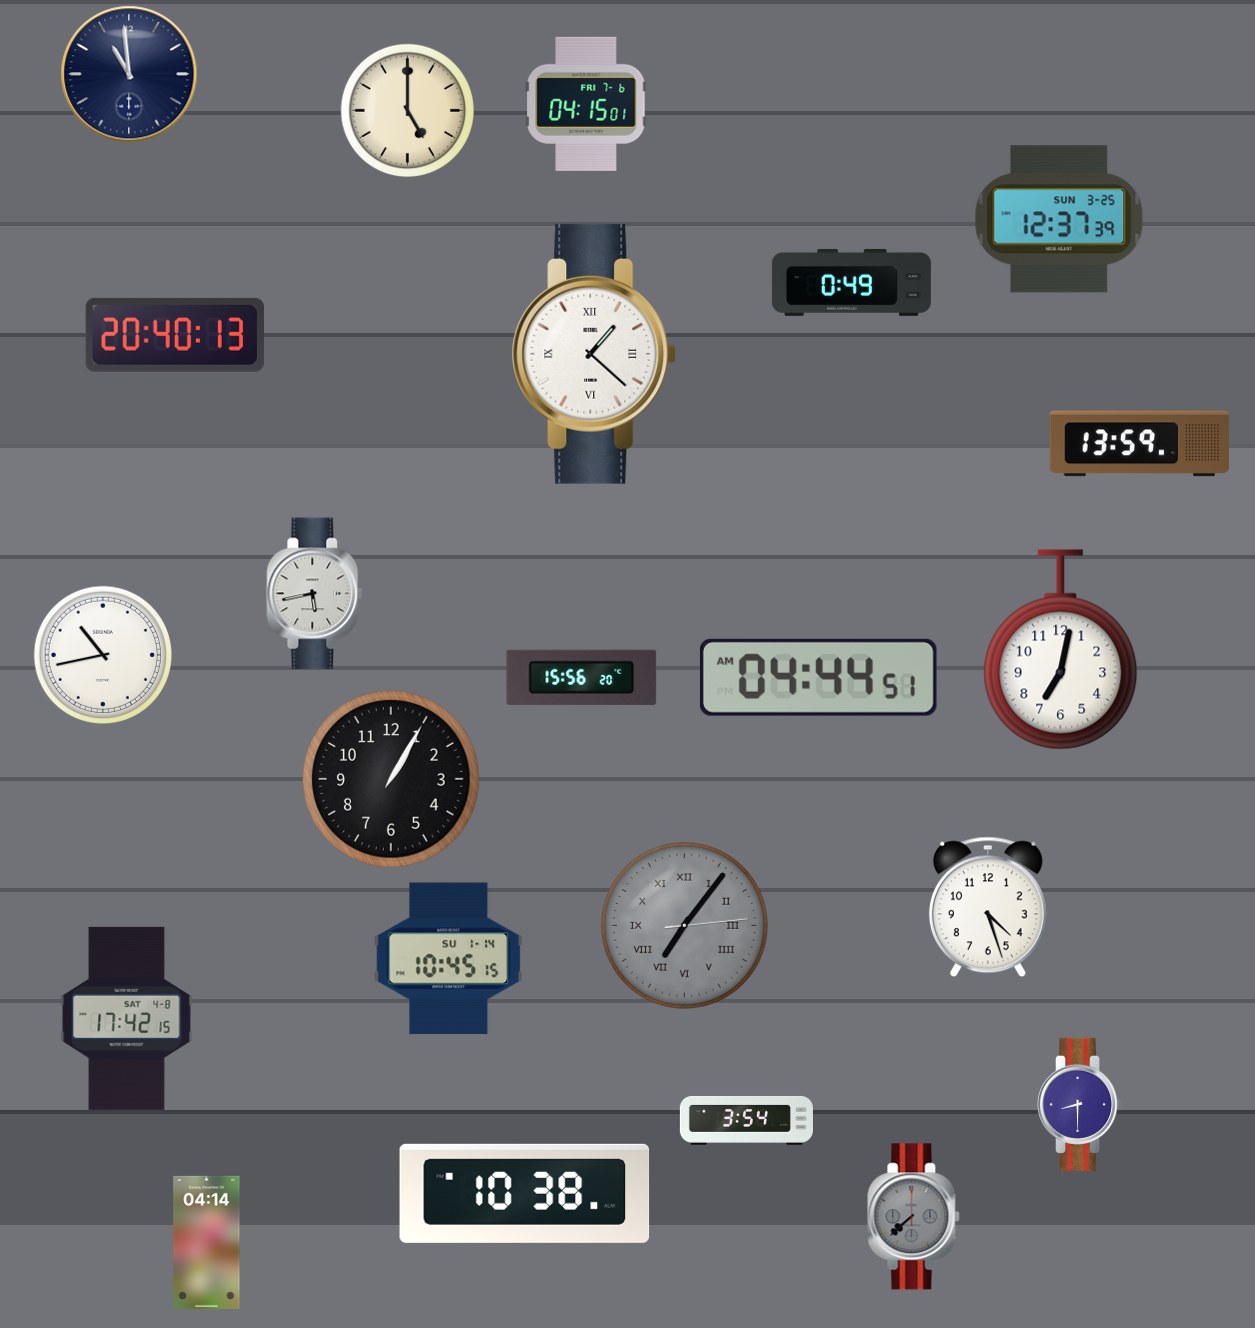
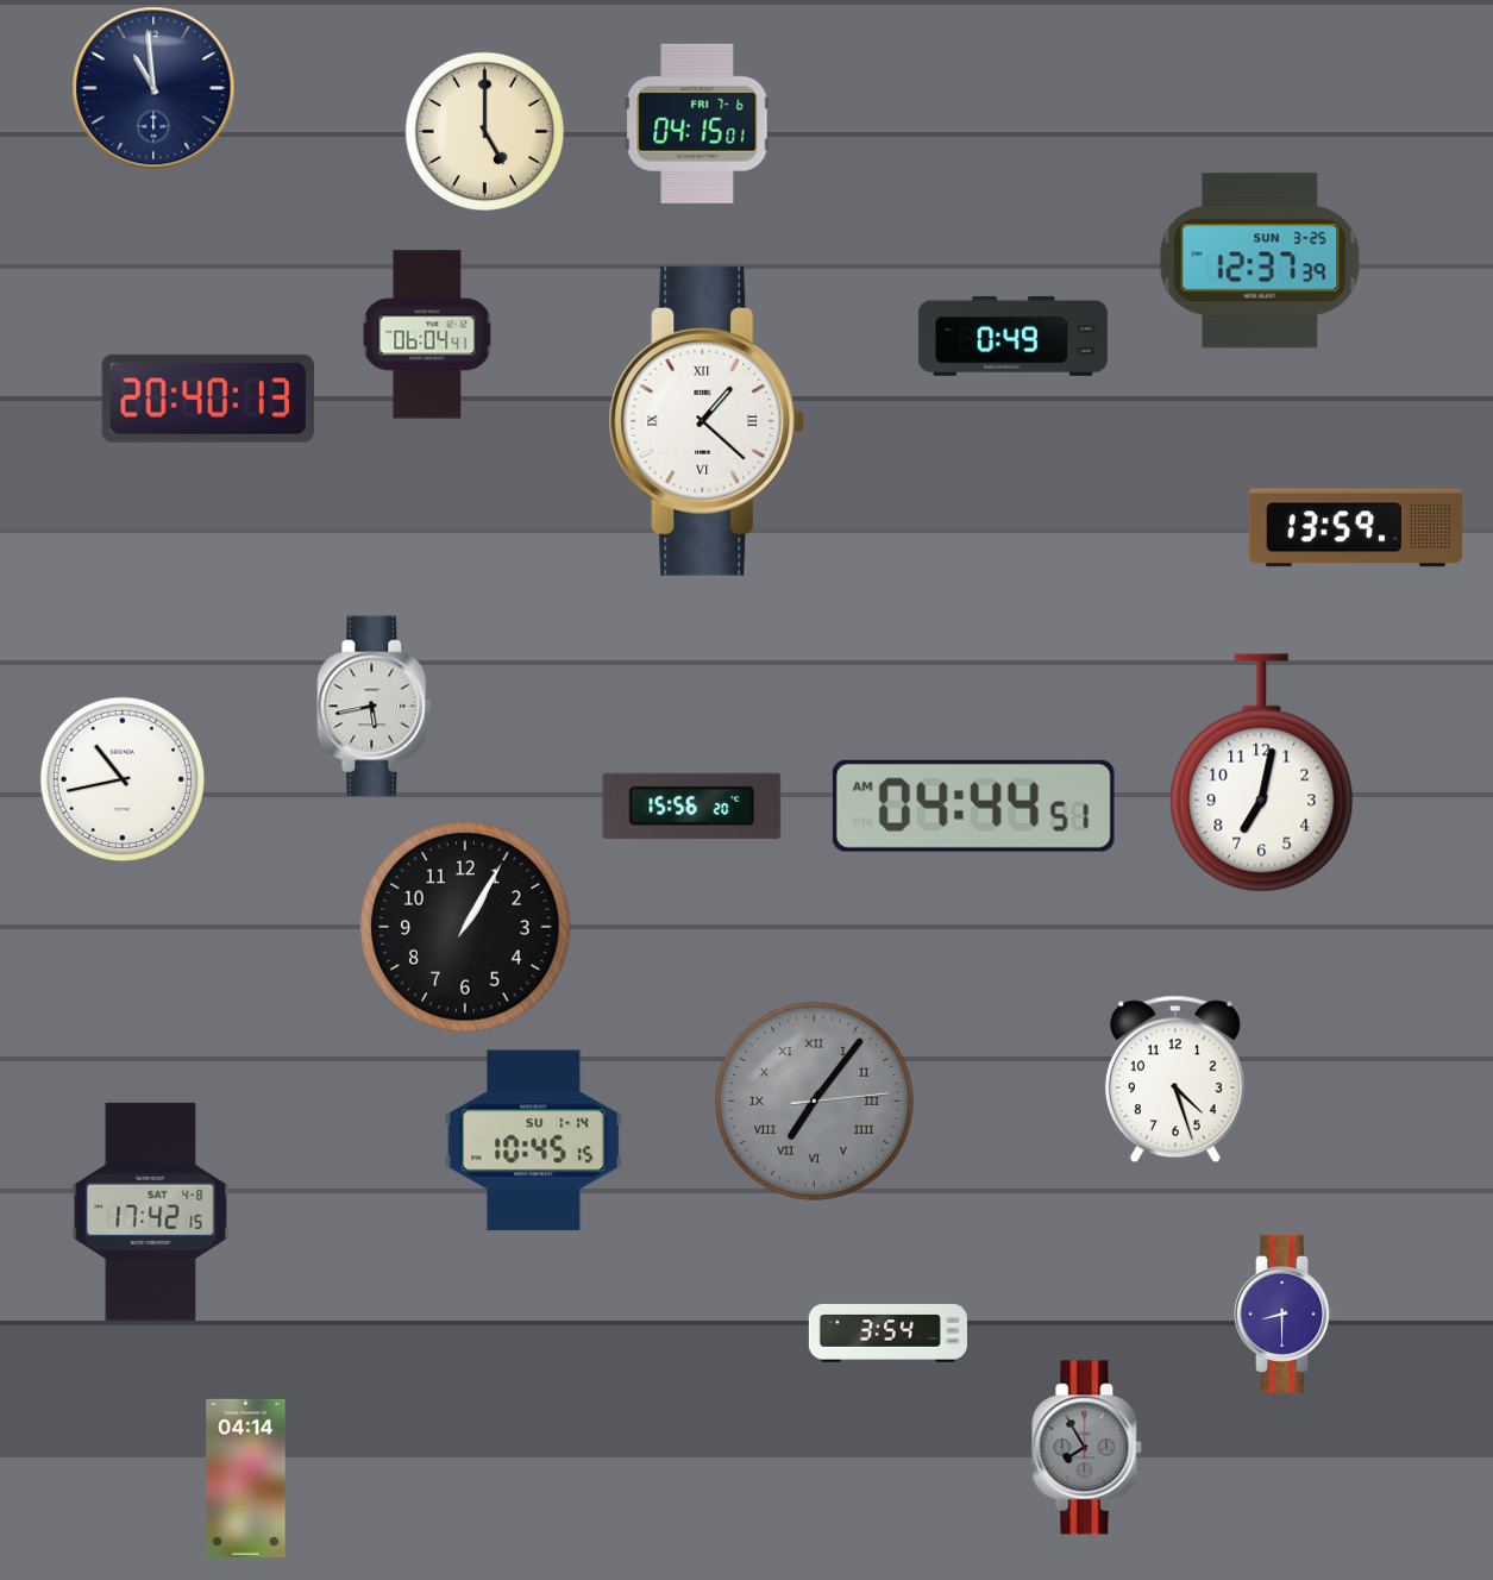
clock at (427, 334): none -> 06:04
clock at (525, 1193): 10:38 -> none
clock at (914, 1217): 7:38 -> 7:55
